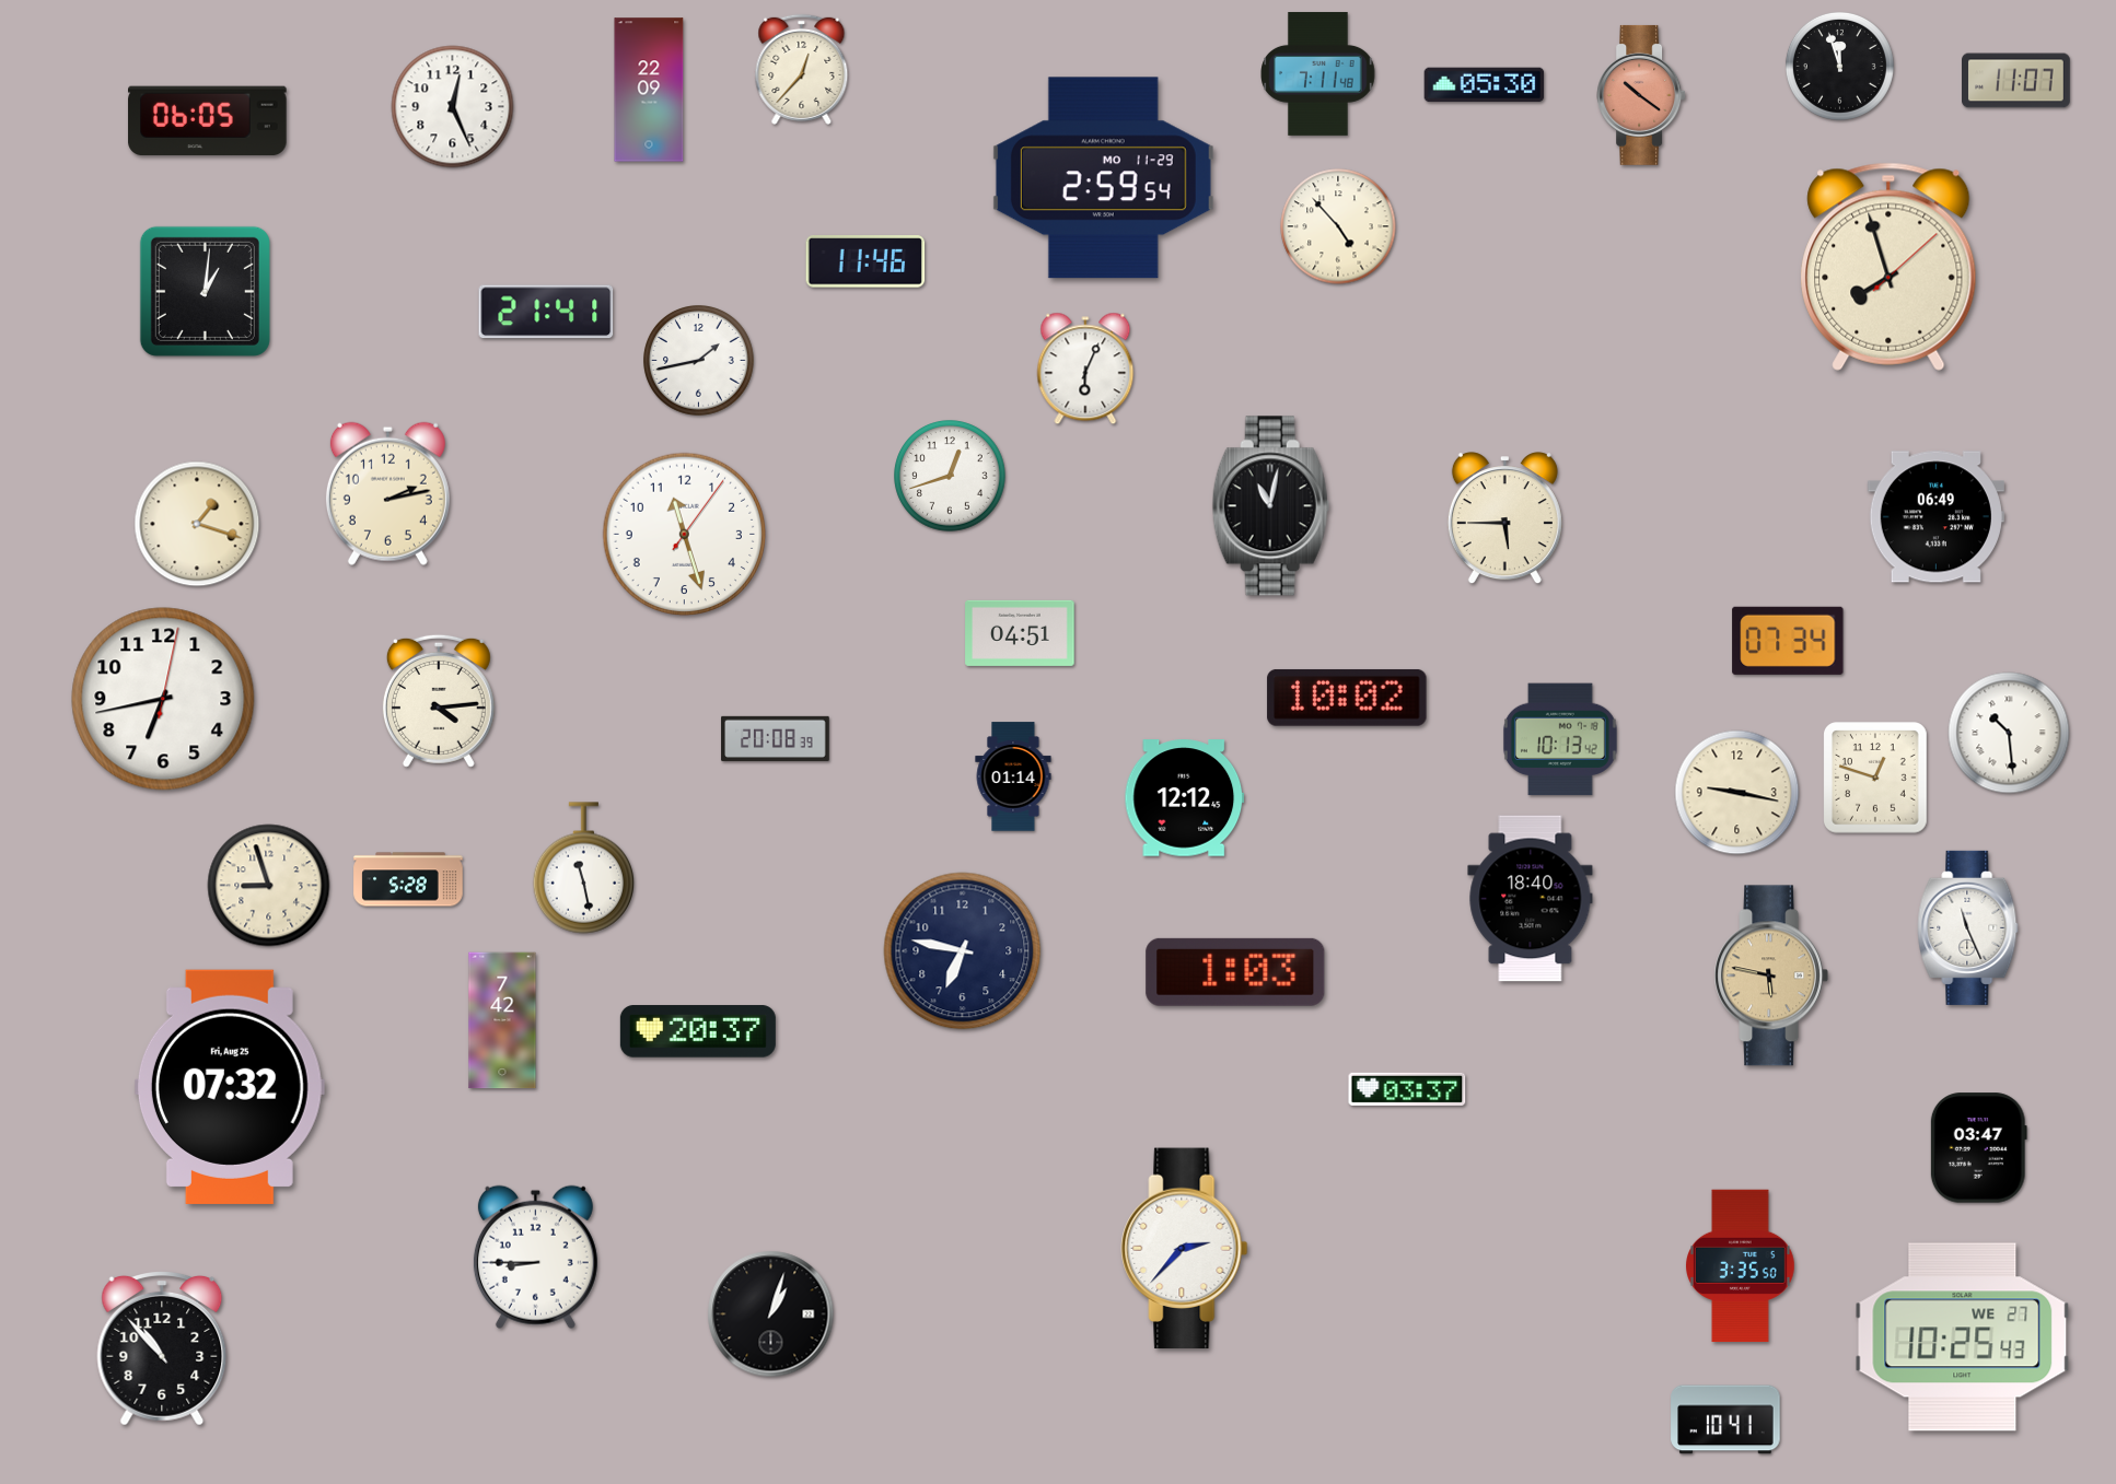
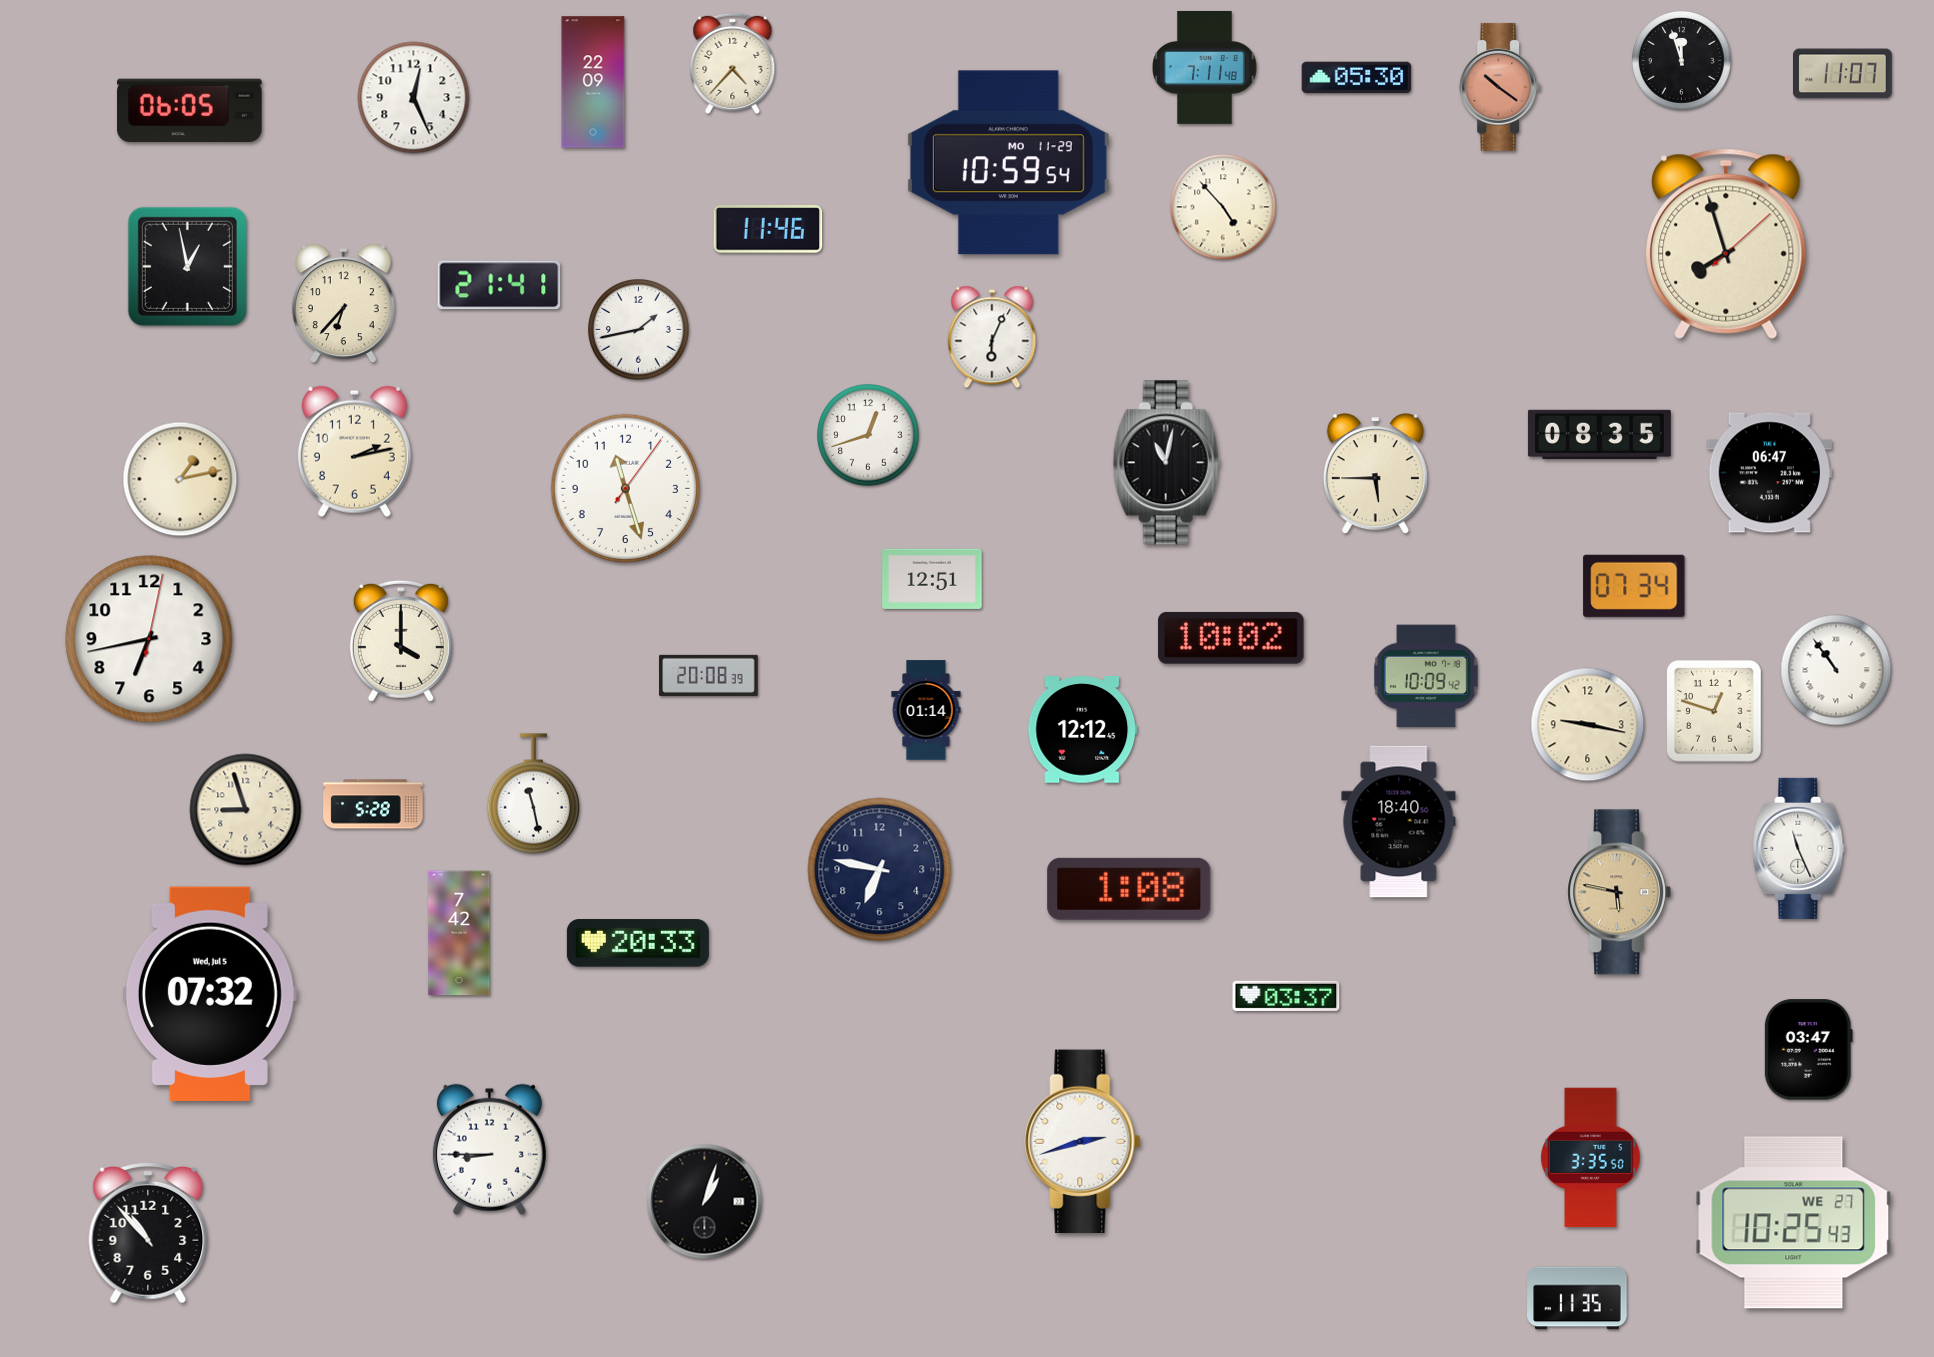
clock at (802, 69): 12:37 -> 4:37
clock at (1103, 178): 2:59 -> 10:59
clock at (865, 262) position: (865, 262) -> (768, 230)
clock at (205, 291): 1:01 -> 12:58
clock at (343, 304): none -> 6:37
clock at (1599, 434): none -> 08:35
clock at (1270, 506) position: (1270, 506) -> (1166, 463)
clock at (1935, 517): 06:49 -> 06:47
clock at (197, 524): 1:18 -> 1:13
clock at (1020, 633): 04:51 -> 12:51
clock at (439, 701): 4:14 -> 4:00
clock at (2009, 733): 10:29 -> 10:54
clock at (1560, 739): 10:13 -> 10:09
clock at (1235, 972): 1:03 -> 1:08
clock at (698, 1031): 20:37 -> 20:33
clock at (230, 1087) date: Fri, Aug 25 -> Wed, Jul 5
clock at (1185, 1249): 2:37 -> 2:42
clock at (1725, 1419): 10:41 -> 11:35
